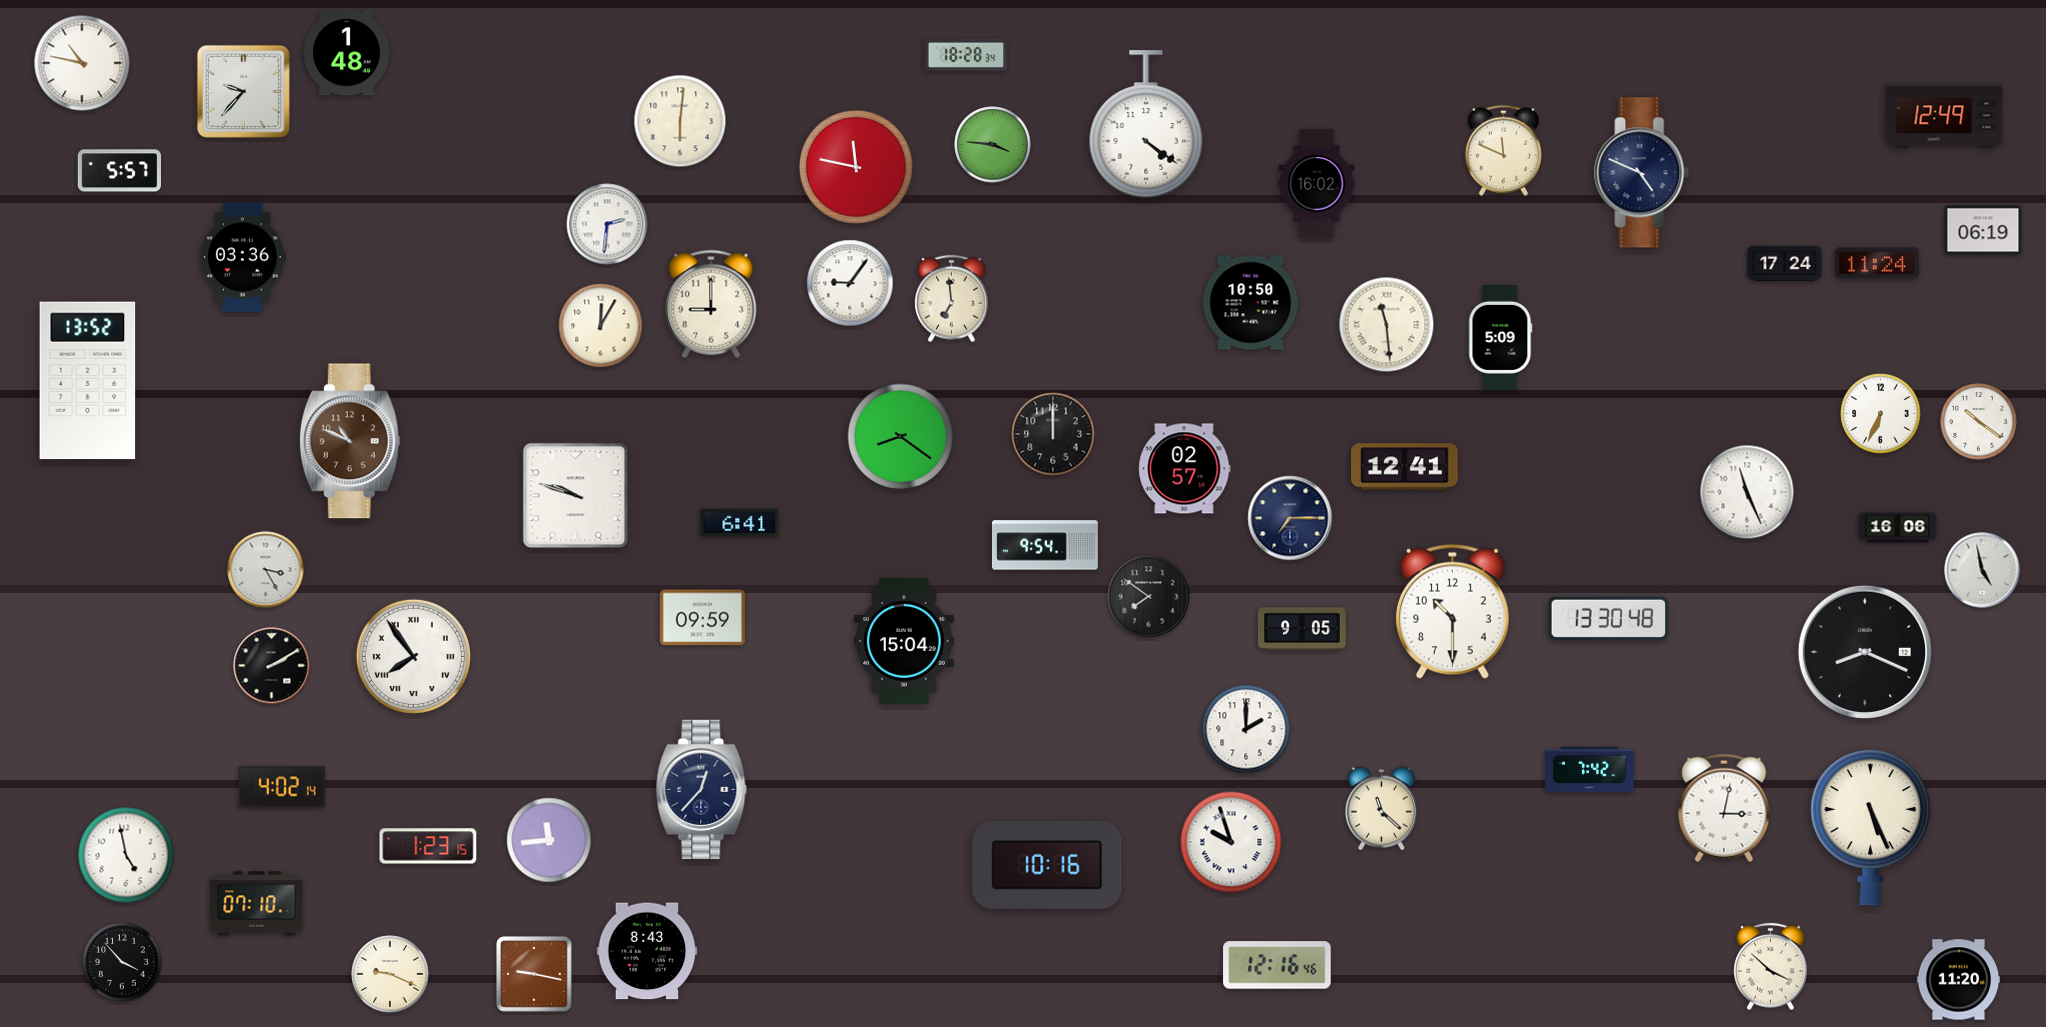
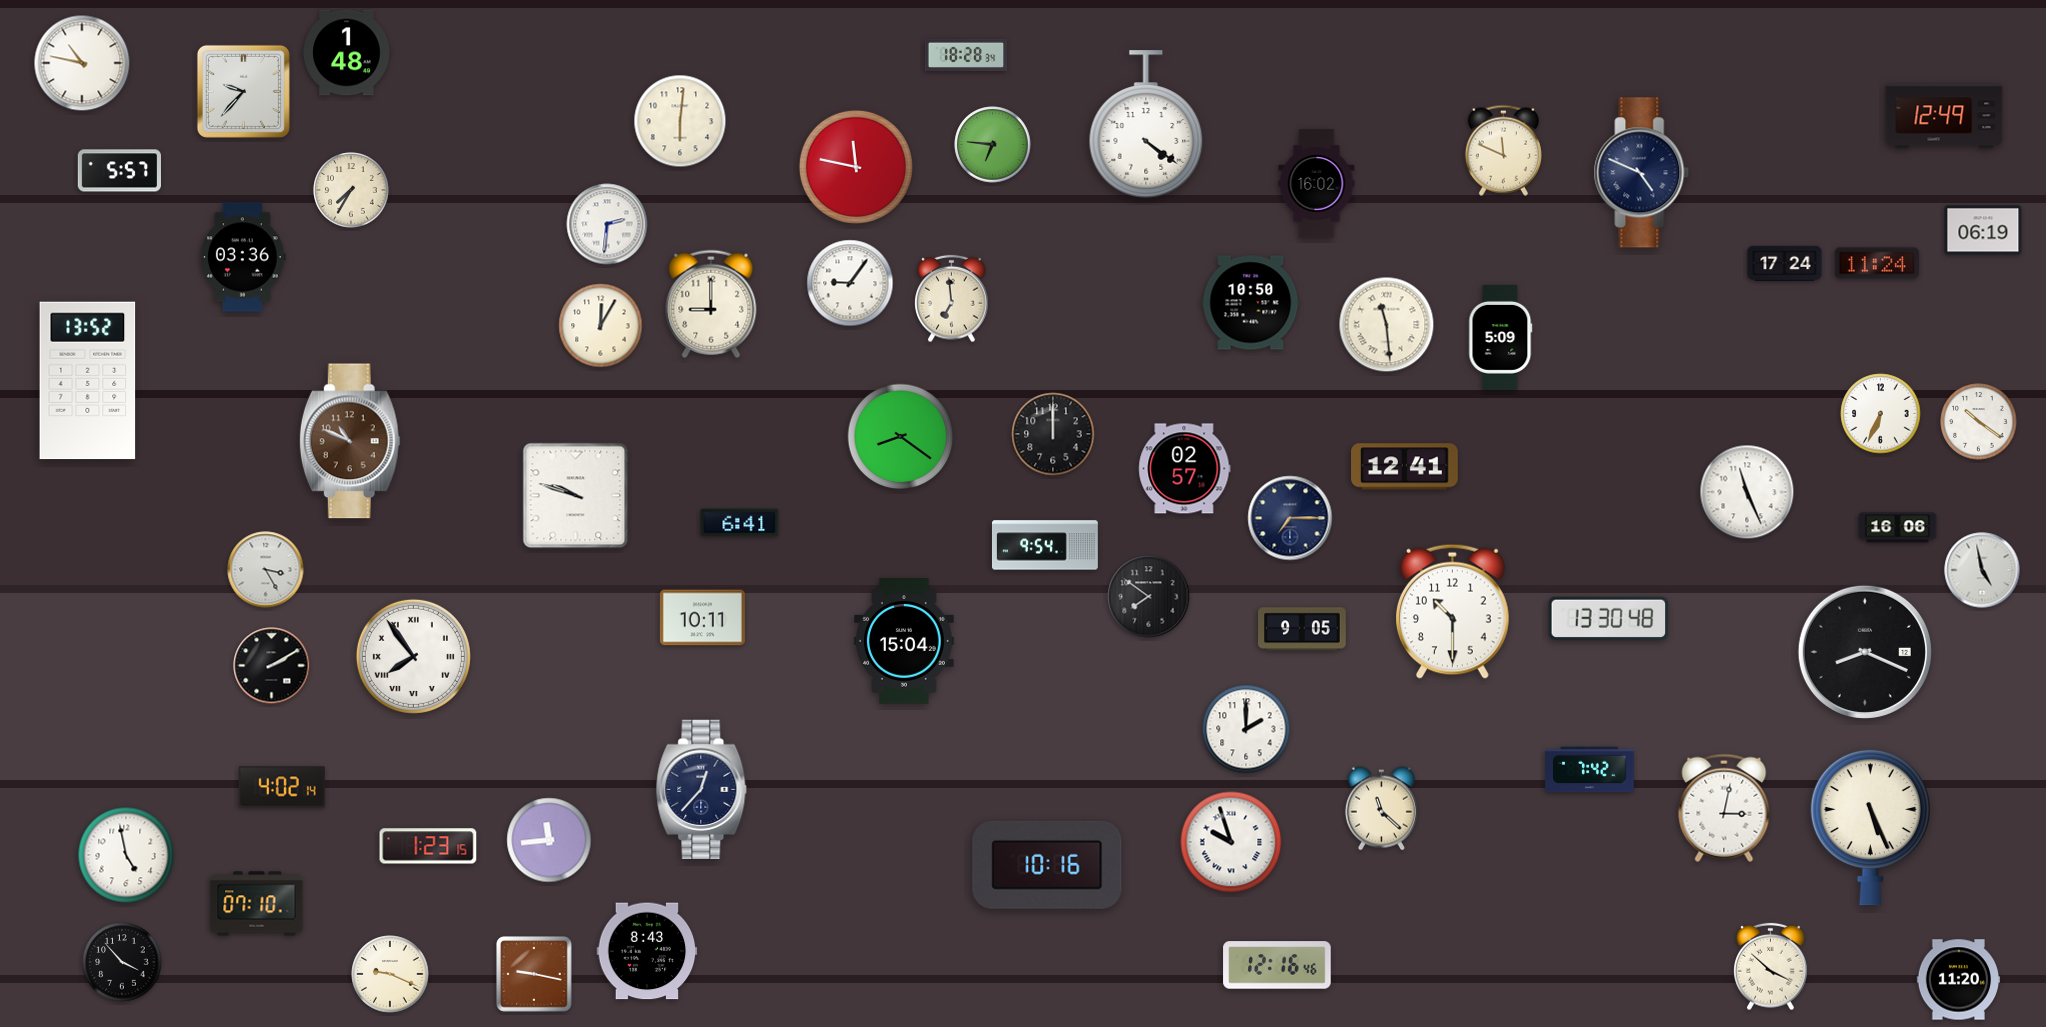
clock at (993, 145): 3:46 -> 6:46
clock at (351, 190): none -> 7:35
clock at (702, 618): 09:59 -> 10:11
